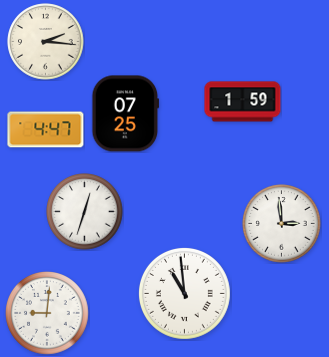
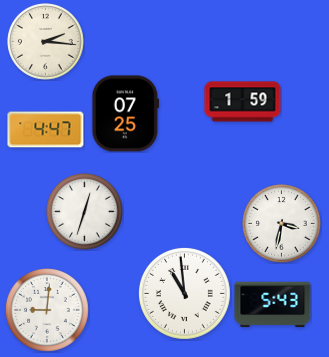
clock at (282, 224): 2:59 -> 3:32
clock at (273, 305): none -> 5:43
clock at (48, 314) position: (48, 314) -> (48, 311)
